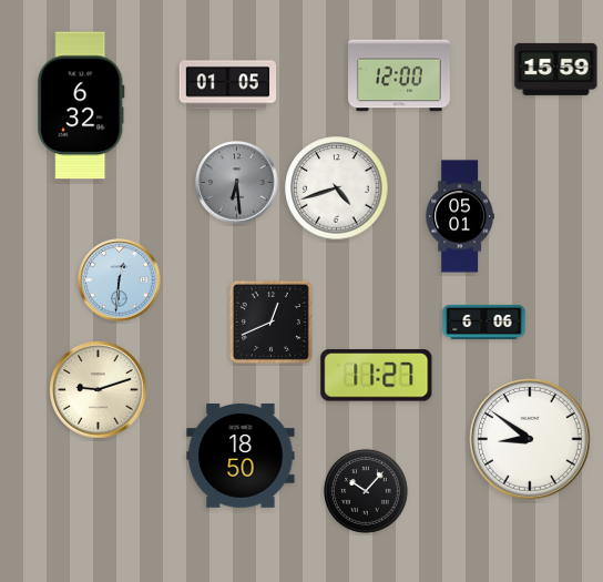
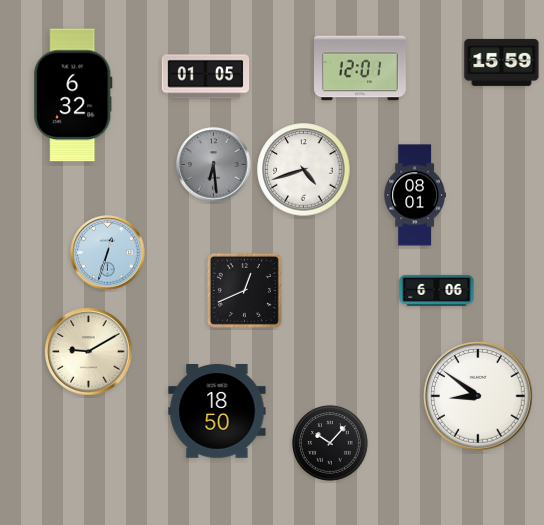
clock at (400, 75): 12:00 -> 12:01
clock at (460, 216): 05:01 -> 08:01
clock at (120, 280): 12:31 -> 12:33
clock at (377, 376): 11:27 -> none
clock at (99, 390): 9:12 -> 9:10
